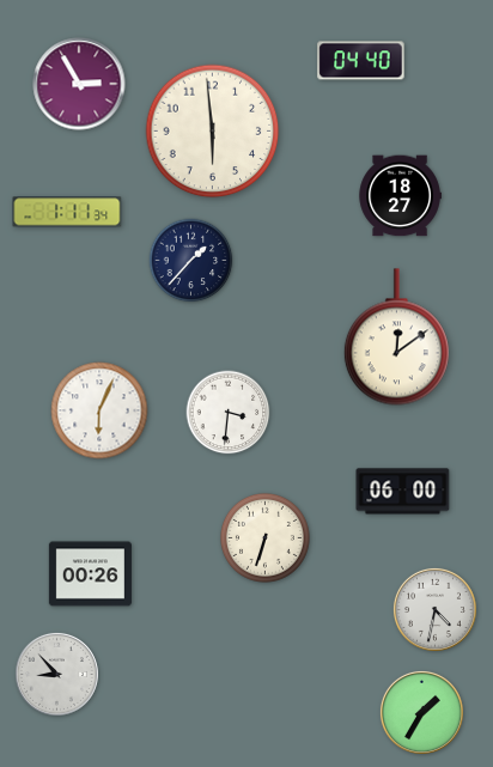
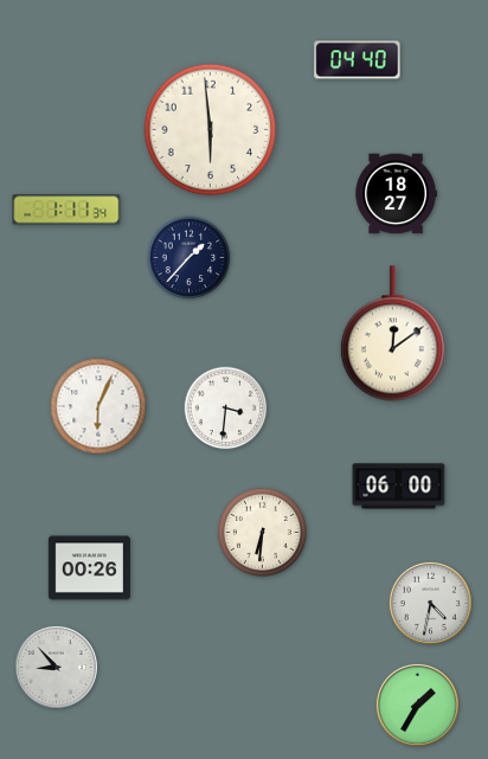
clock at (79, 84): 2:55 -> none
clock at (264, 537): 6:33 -> 6:31
